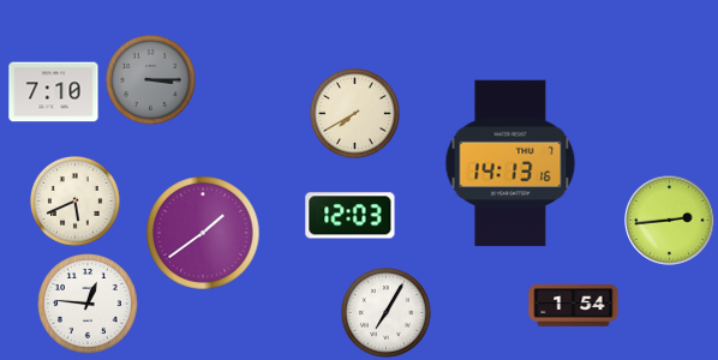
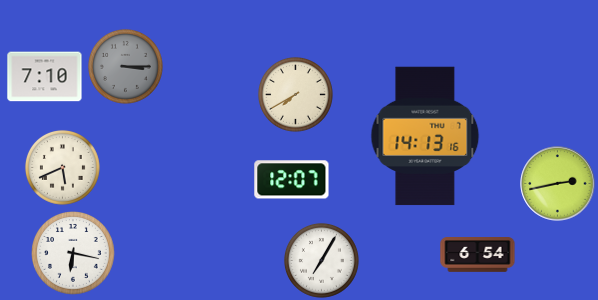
clock at (351, 216): 12:03 -> 12:07
clock at (670, 221): 2:44 -> 2:43
clock at (203, 233): 1:39 -> none
clock at (88, 304): 12:46 -> 6:17
clock at (574, 306): 1:54 -> 6:54
